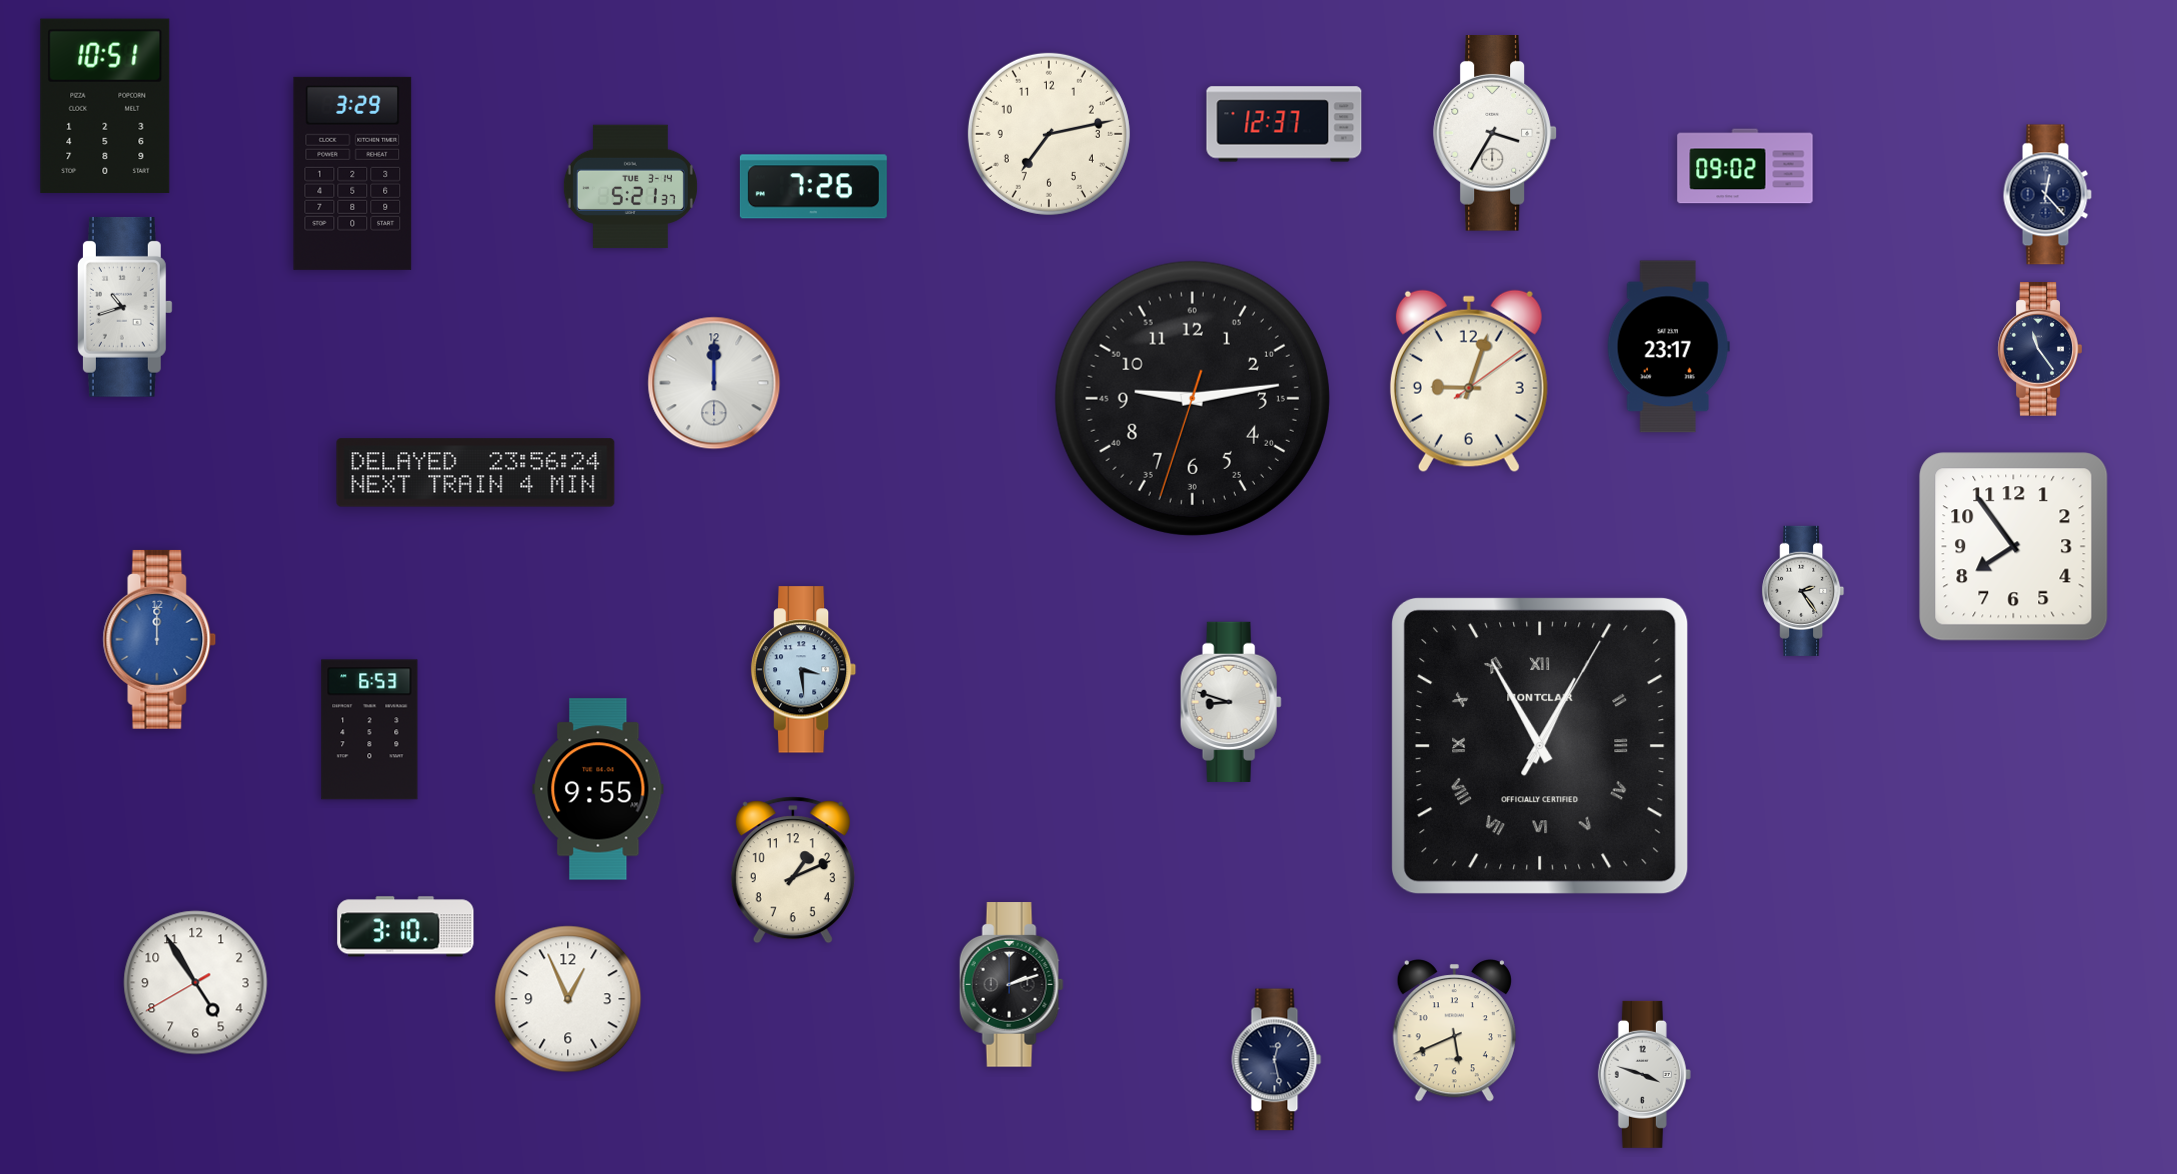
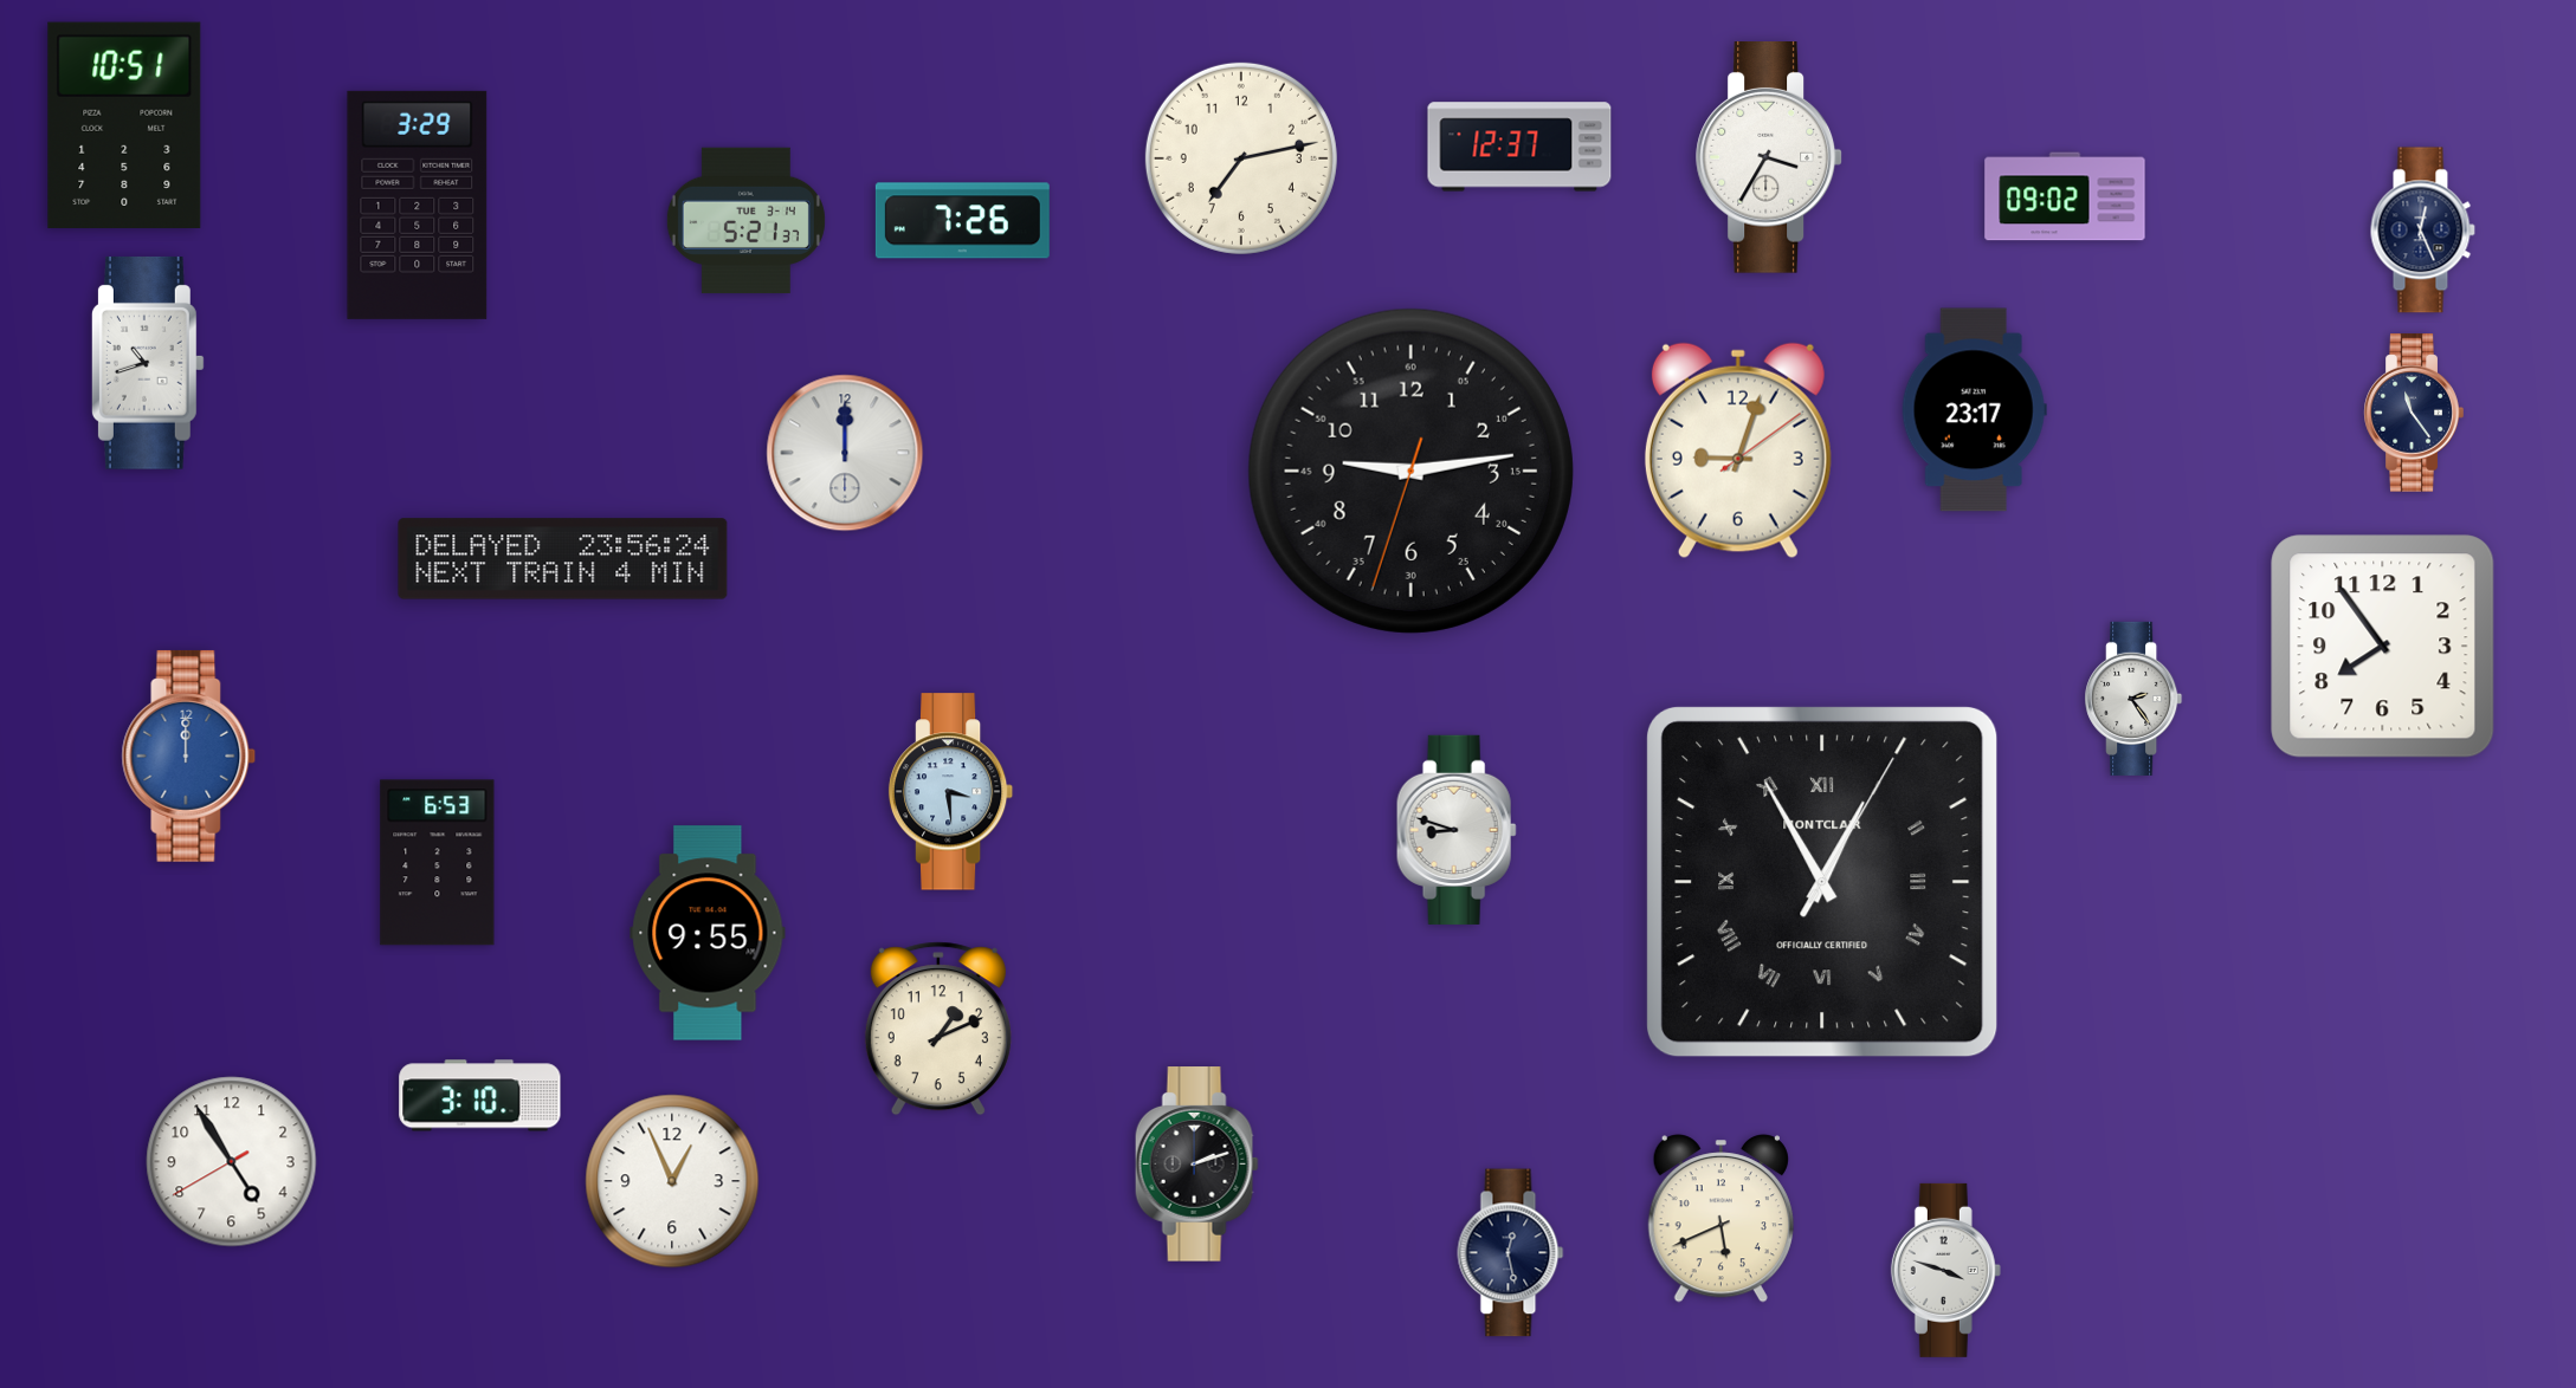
clock at (2047, 195): 12:23 -> 12:26
